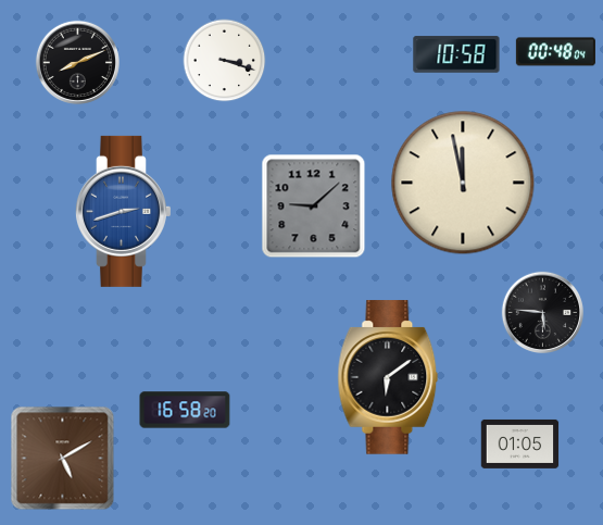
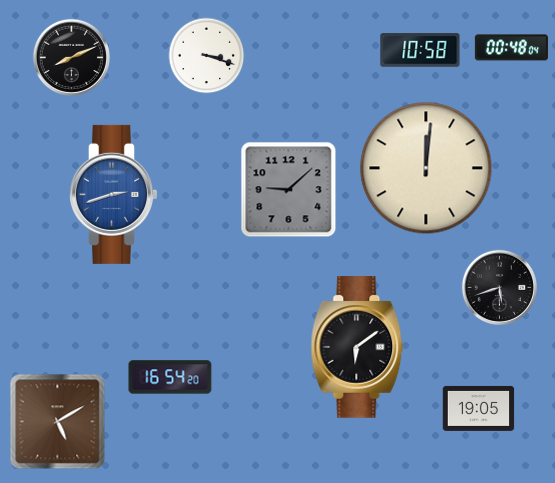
clock at (463, 183): 11:58 -> 12:01
clock at (542, 312): 5:46 -> 5:42
clock at (185, 410): 16:58 -> 16:54
clock at (520, 443): 01:05 -> 19:05
